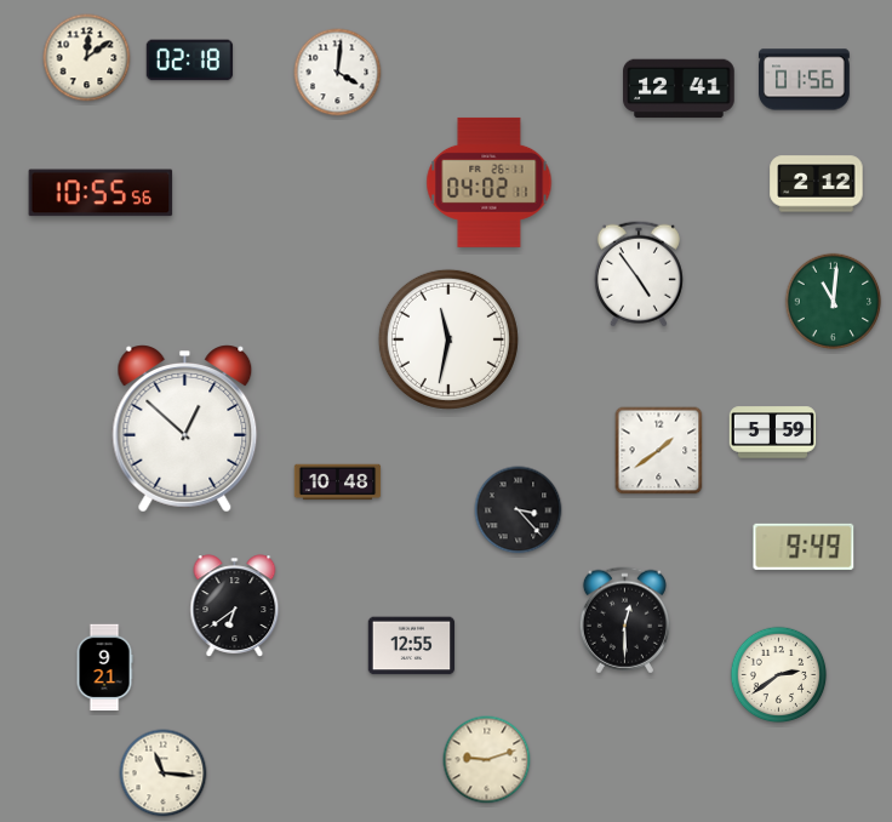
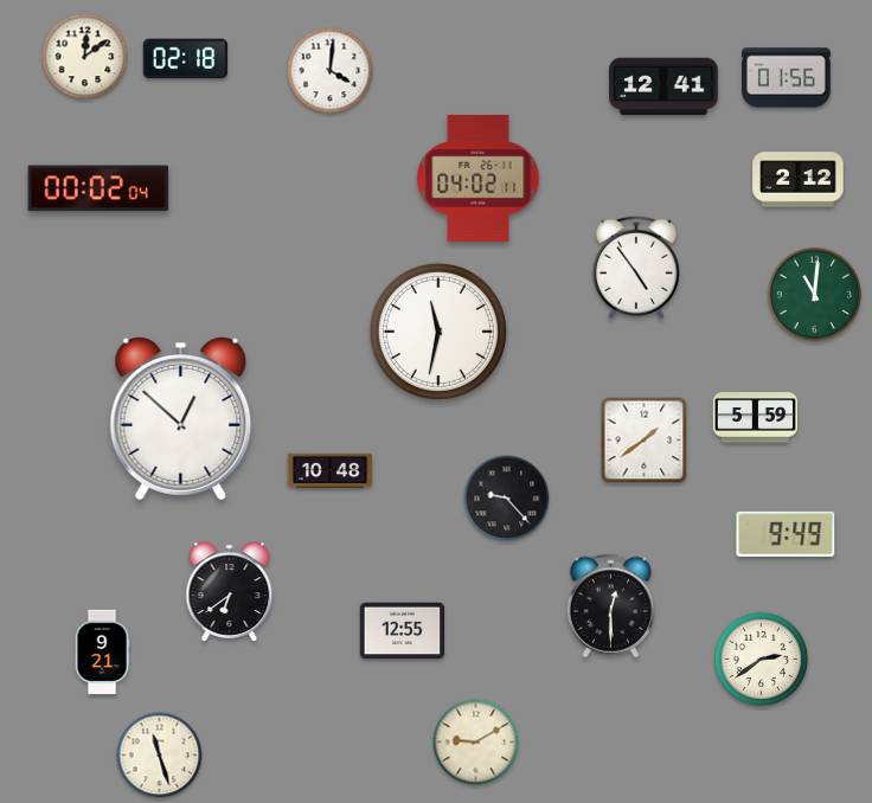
clock at (101, 193): 10:55 -> 00:02
clock at (639, 274) position: (639, 274) -> (636, 268)
clock at (773, 433) position: (773, 433) -> (756, 418)
clock at (519, 510): 3:23 -> 9:23
clock at (487, 760): 9:12 -> 9:10
clock at (164, 774): 11:16 -> 11:27
